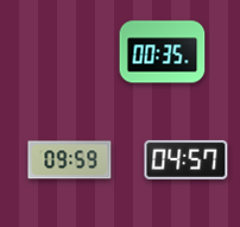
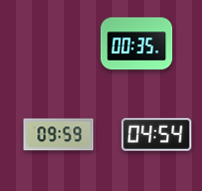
clock at (187, 159): 04:57 -> 04:54
